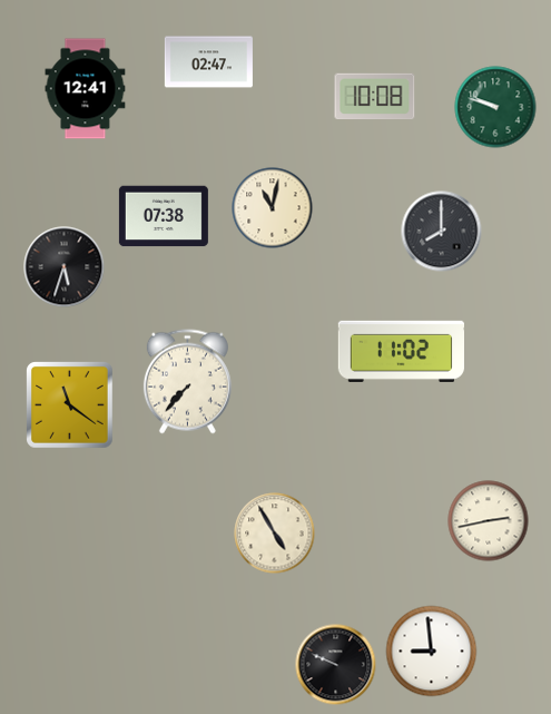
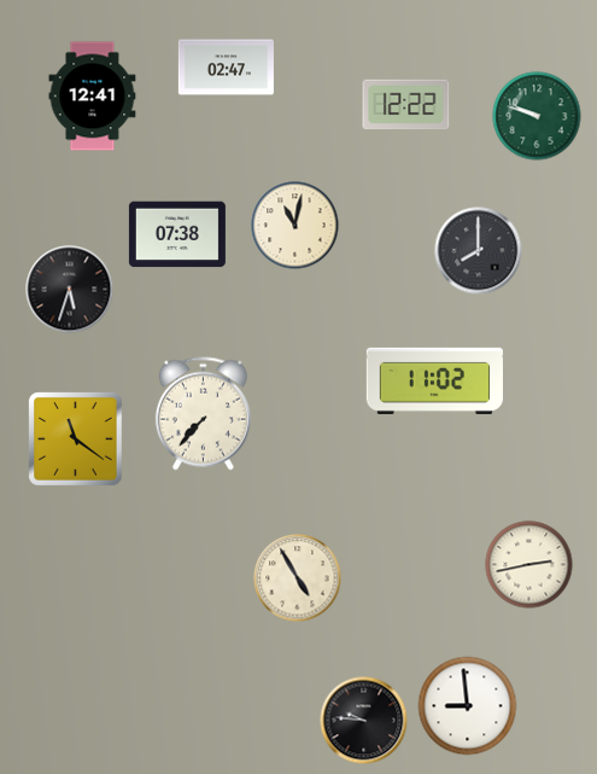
clock at (375, 97): 10:08 -> 12:22
clock at (336, 665): 9:49 -> 9:46
